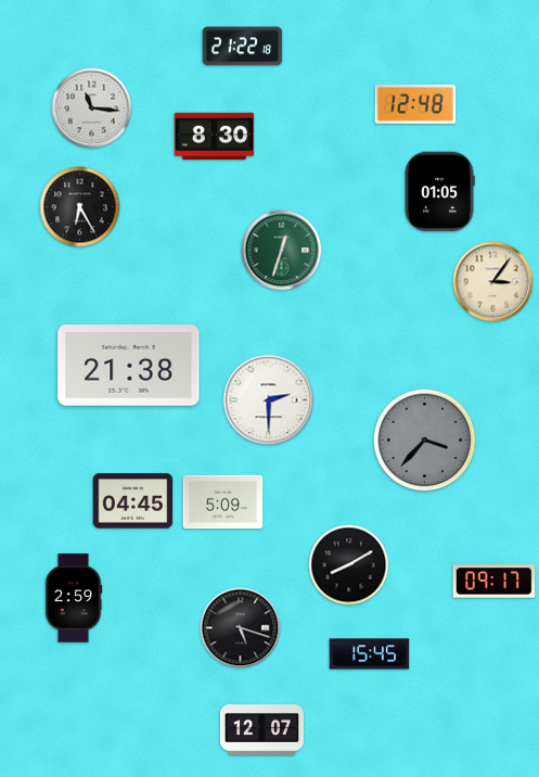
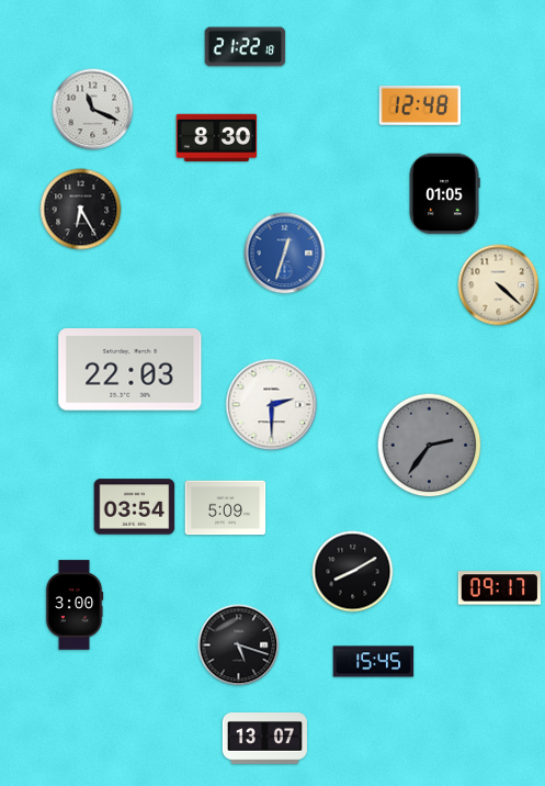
clock at (92, 109): 11:16 -> 11:19
clock at (282, 251) dial: green -> blue
clock at (493, 282): 3:06 -> 4:22
clock at (129, 366): 21:38 -> 22:03
clock at (425, 441): 3:37 -> 2:36
clock at (133, 501): 04:45 -> 03:54
clock at (74, 598): 2:59 -> 3:00
clock at (241, 628) position: (241, 628) -> (239, 645)
clock at (261, 730): 12:07 -> 13:07
